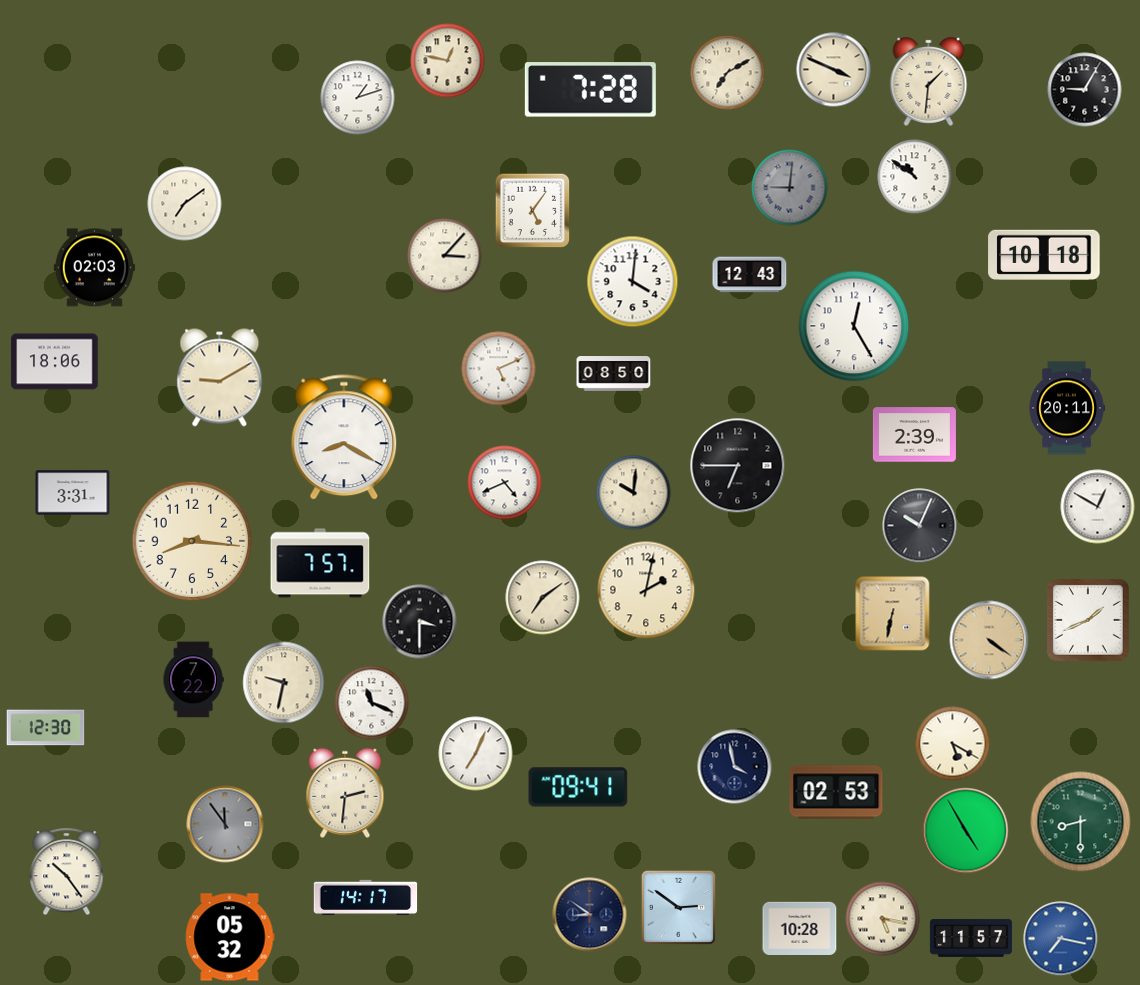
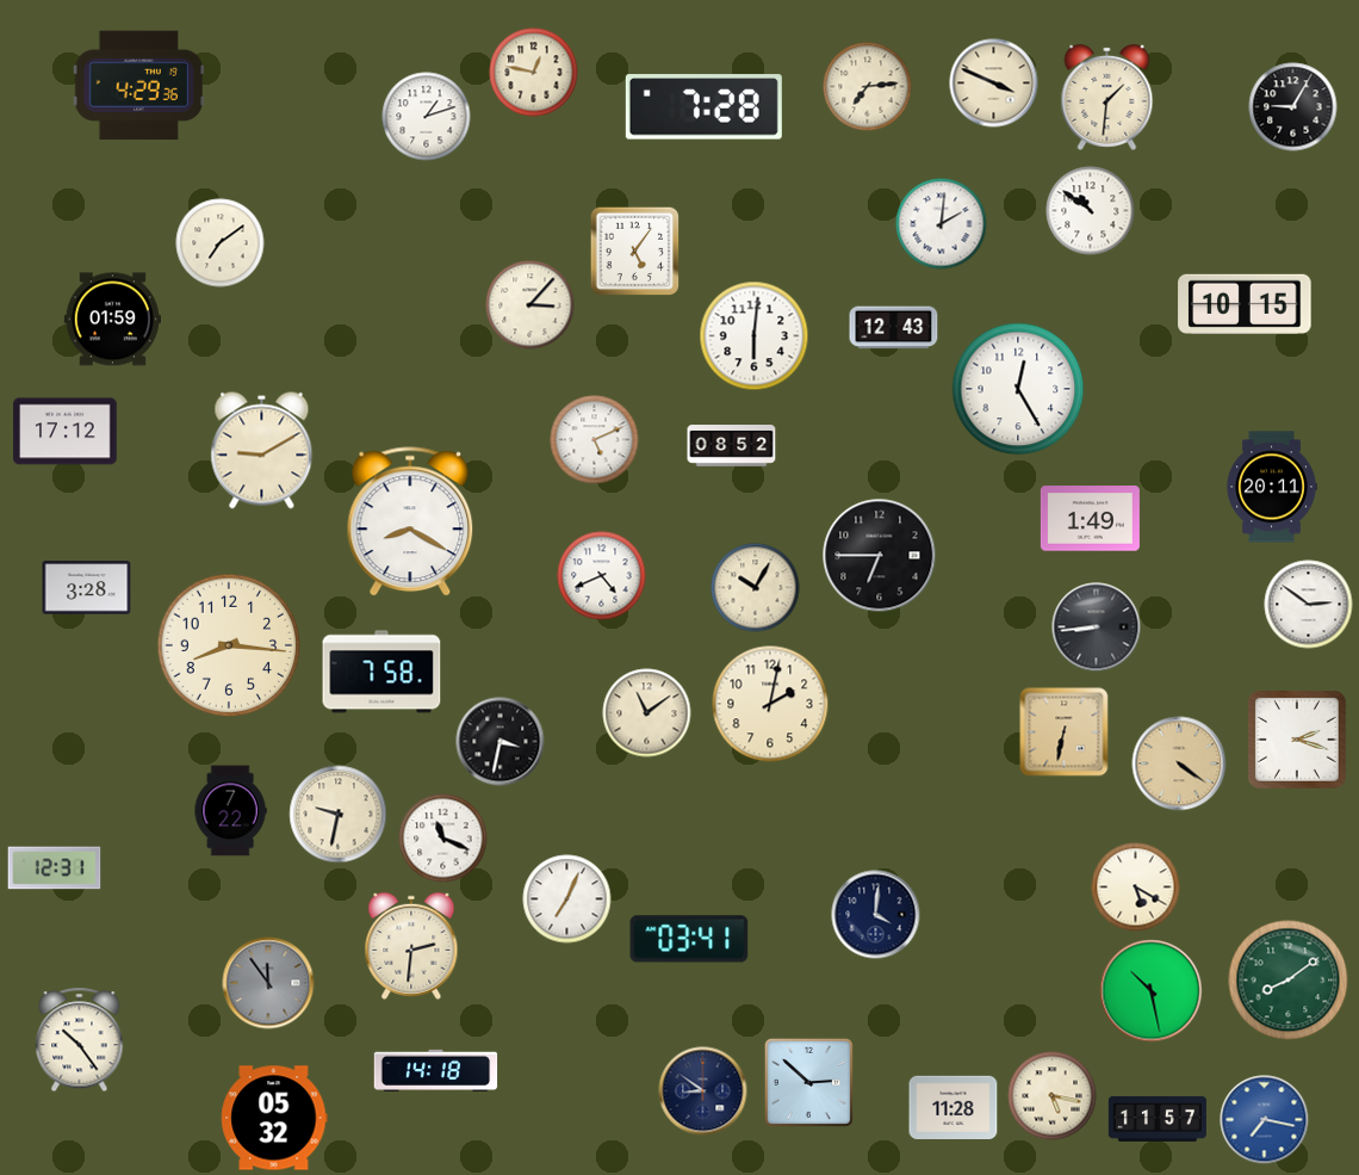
clock at (138, 86): none -> 4:29
clock at (728, 73): 7:10 -> 7:14
clock at (790, 188): 9:01 -> 2:01
clock at (790, 188) dial: grey -> white
clock at (1044, 255): 10:18 -> 10:15
clock at (94, 268): 02:03 -> 01:59
clock at (633, 282): 4:01 -> 6:01
clock at (55, 362): 18:06 -> 17:12
clock at (614, 374): 08:50 -> 08:52
clock at (914, 435): 2:39 -> 1:49
clock at (73, 493): 3:31 -> 3:28
clock at (634, 493): 10:01 -> 10:05
clock at (1098, 507): 12:50 -> 2:51
clock at (920, 526): 10:04 -> 8:44
clock at (320, 563): 7:57 -> 7:58
clock at (543, 598): 7:09 -> 11:09
clock at (1089, 621): 1:41 -> 2:18
clock at (420, 622): 3:30 -> 3:32
clock at (46, 728): 12:30 -> 12:31
clock at (735, 767): 3:58 -> 4:01
clock at (578, 787): 09:41 -> 03:41
clock at (836, 792): 02:53 -> none
clock at (1081, 822): 8:30 -> 8:09
clock at (966, 831): 4:55 -> 10:28
clock at (366, 897): 14:17 -> 14:18
clock at (678, 907): 2:51 -> 2:52
clock at (800, 929): 10:28 -> 11:28
